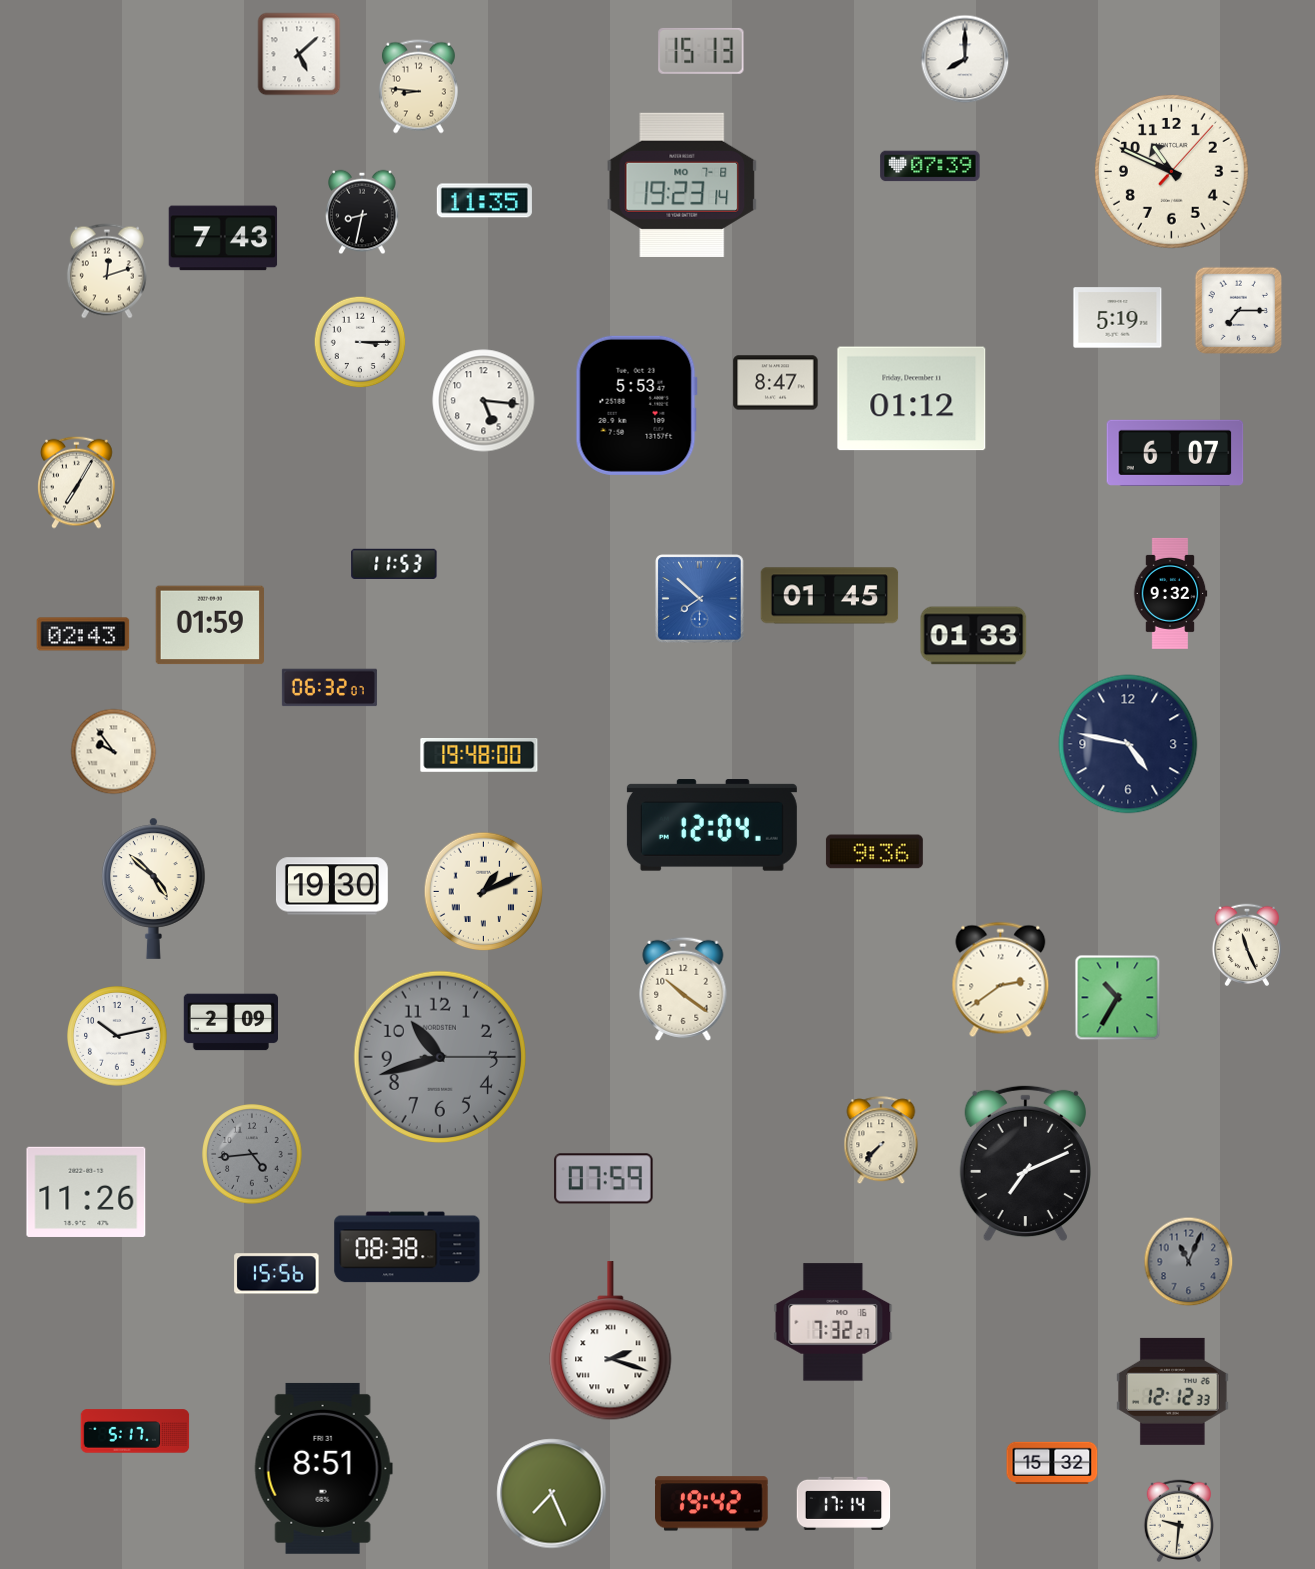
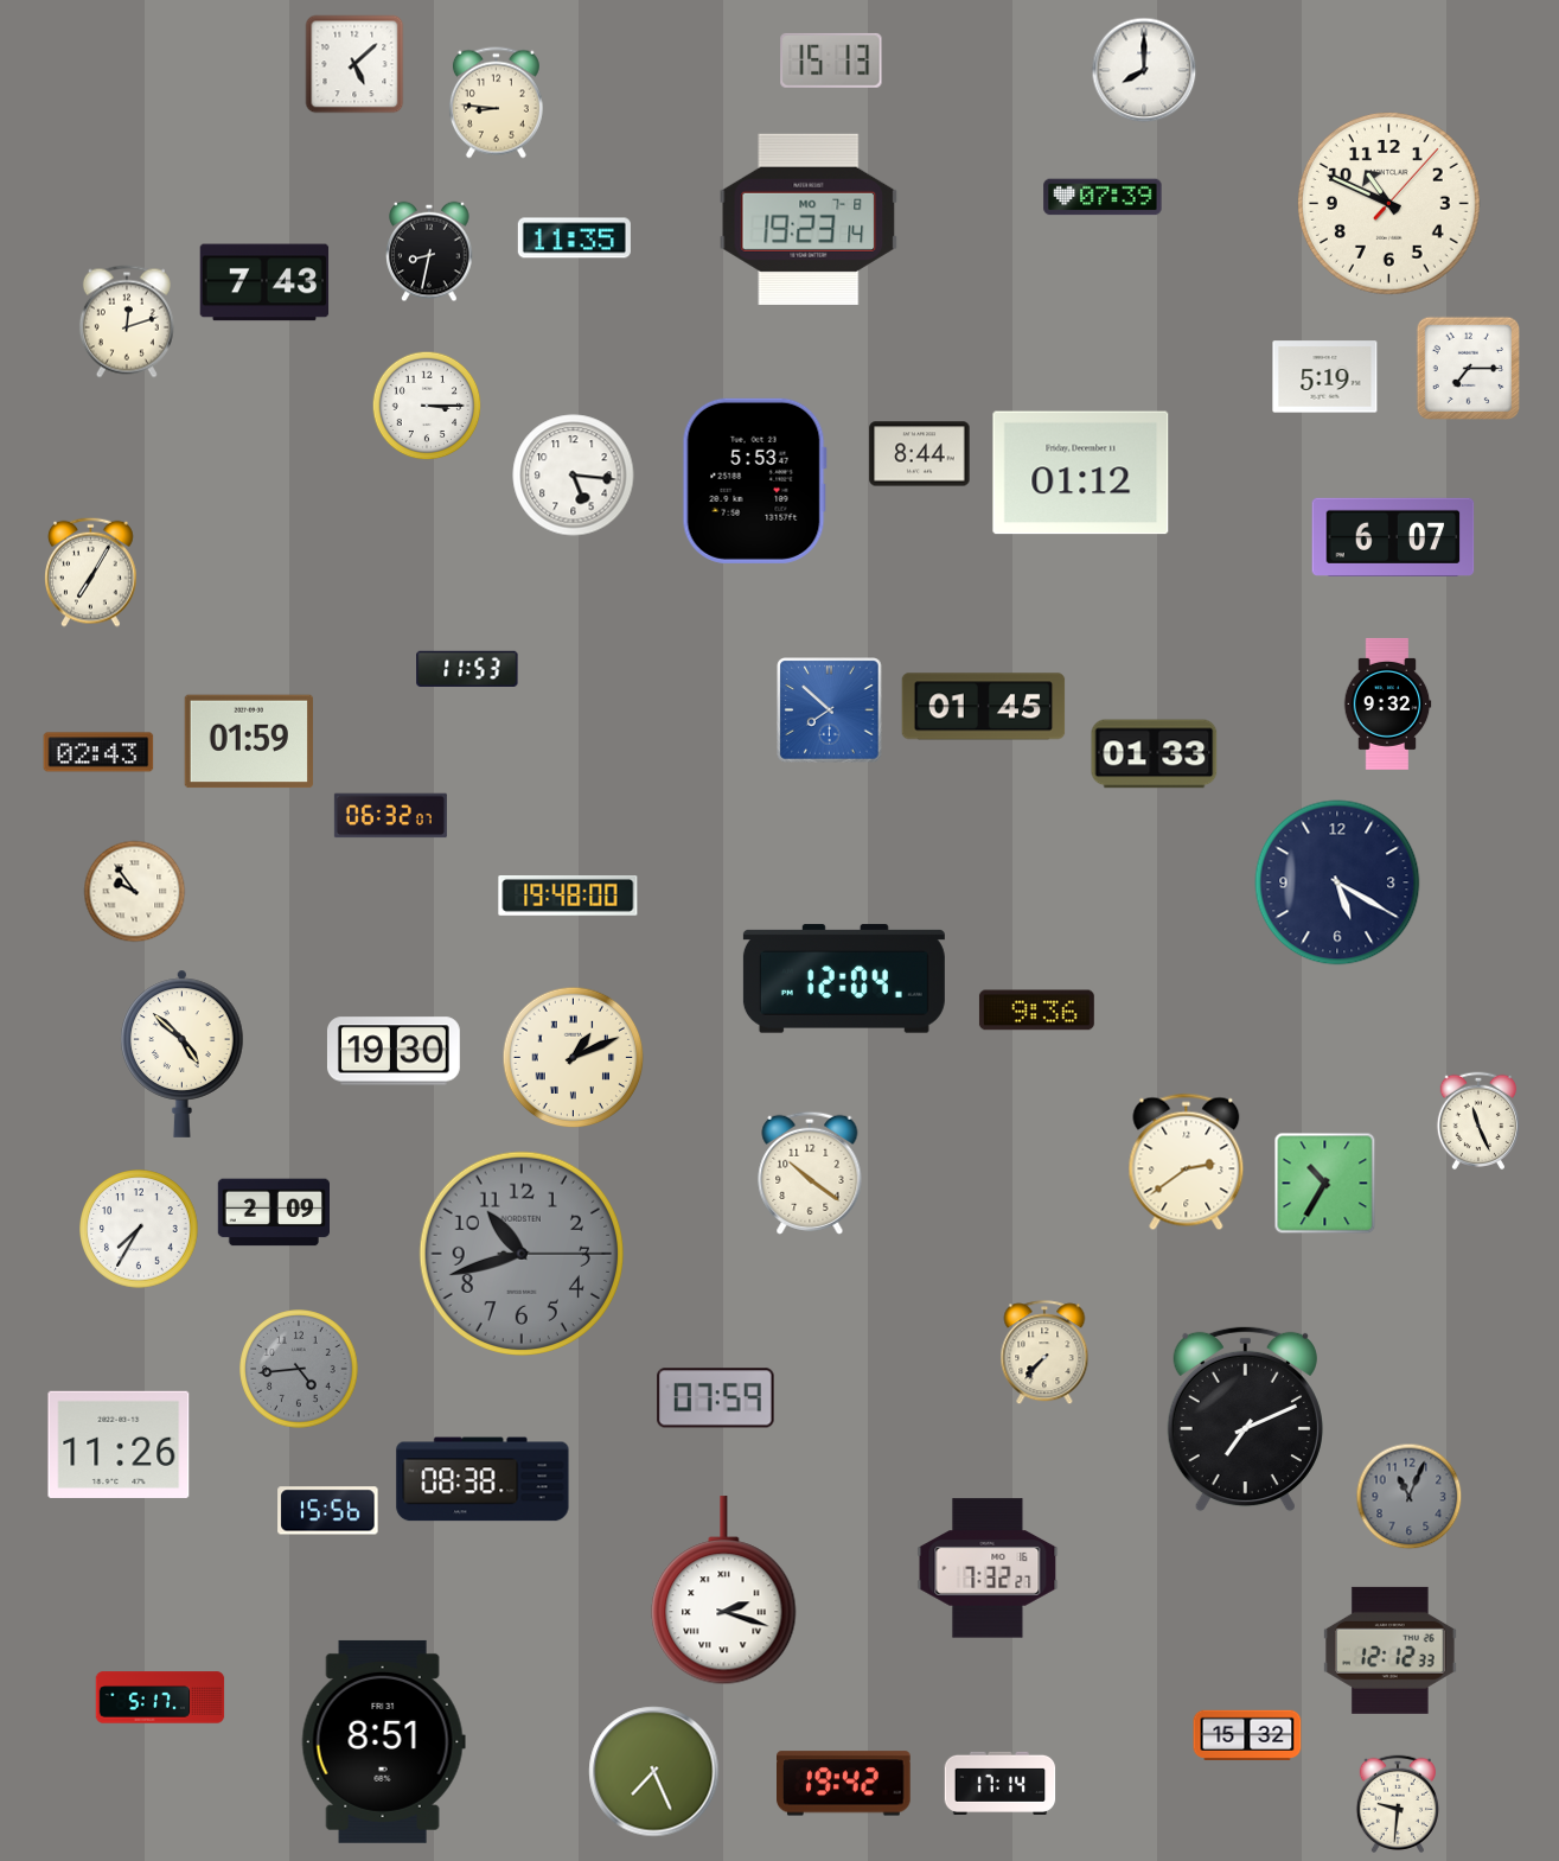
clock at (776, 383): 8:47 -> 8:44
clock at (1128, 744): 4:47 -> 5:20
clock at (117, 1036): 10:13 -> 7:35
clock at (1025, 1164) position: (1025, 1164) -> (1245, 1420)
clock at (86, 1192) position: (86, 1192) -> (119, 1445)
